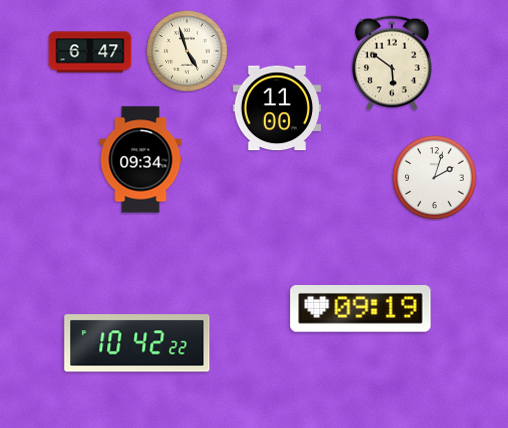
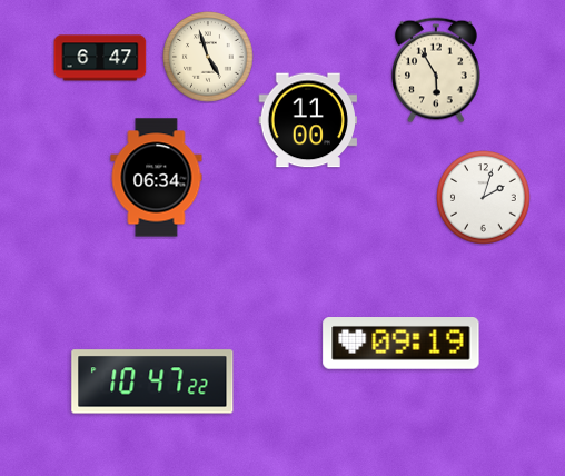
clock at (393, 63): 5:51 -> 5:55
clock at (141, 160): 09:34 -> 06:34
clock at (137, 343): 10:42 -> 10:47
